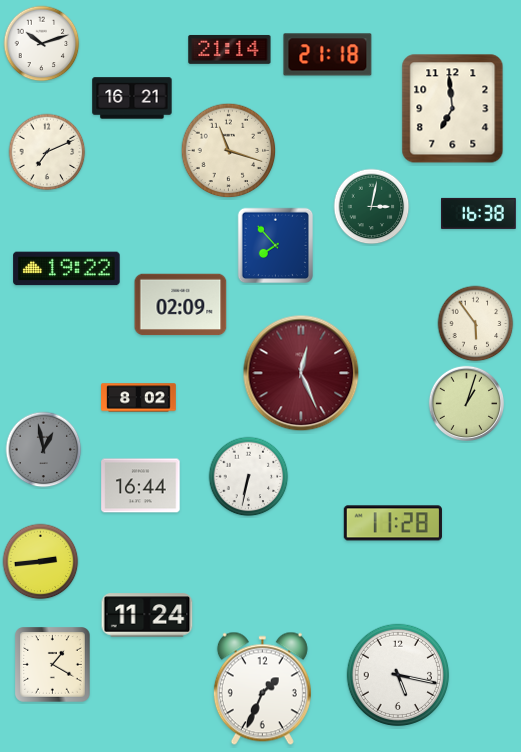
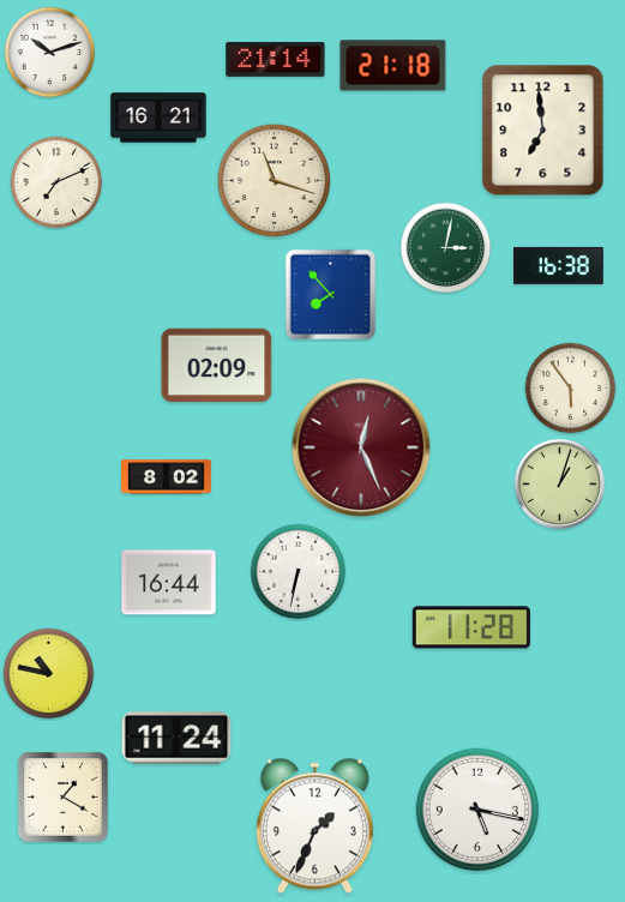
clock at (479, 213) position: (479, 213) -> (559, 265)
clock at (67, 269): 19:22 -> none
clock at (44, 450): 12:58 -> none
clock at (41, 562): 2:44 -> 10:47
